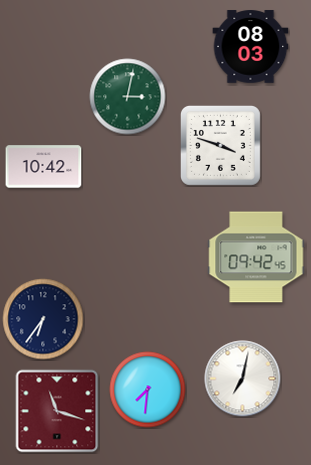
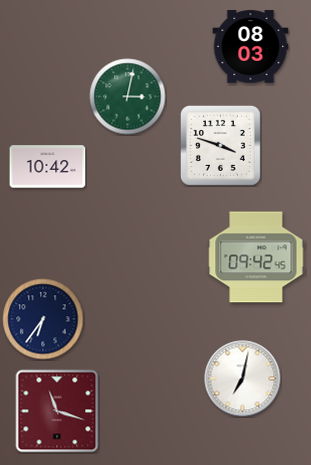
clock at (44, 167) position: (44, 167) -> (48, 167)
clock at (148, 390): 7:31 -> none
